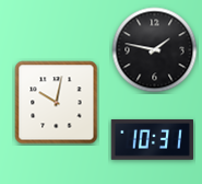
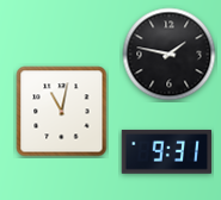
clock at (57, 103): 10:02 -> 11:02
clock at (153, 139): 10:31 -> 9:31
